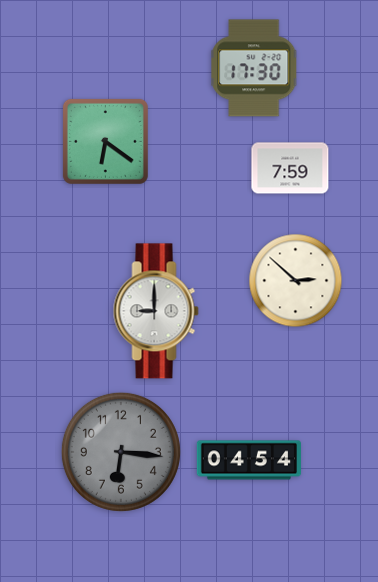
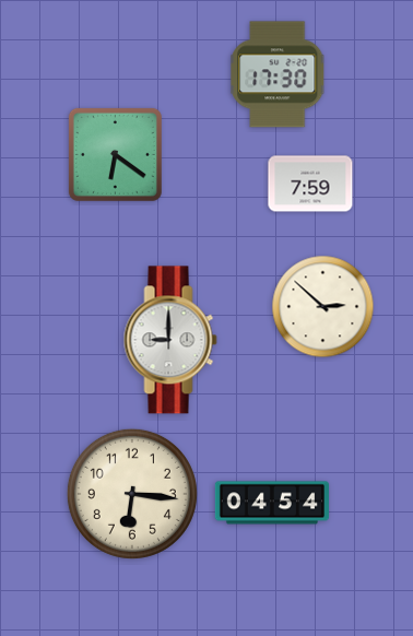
clock at (290, 168) position: (290, 168) -> (310, 184)
clock at (121, 452) dial: grey -> cream
